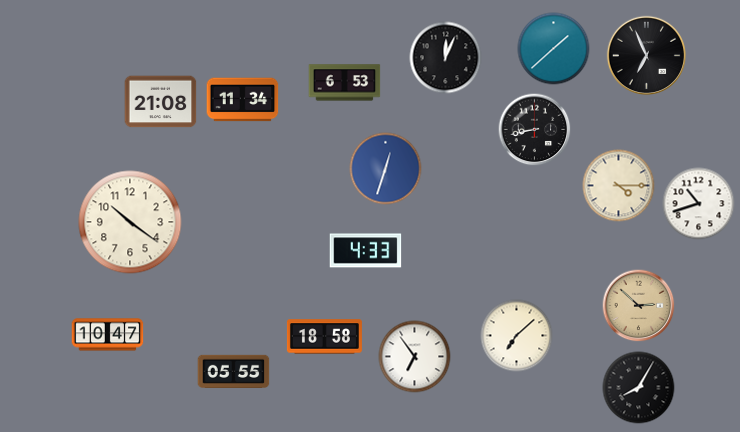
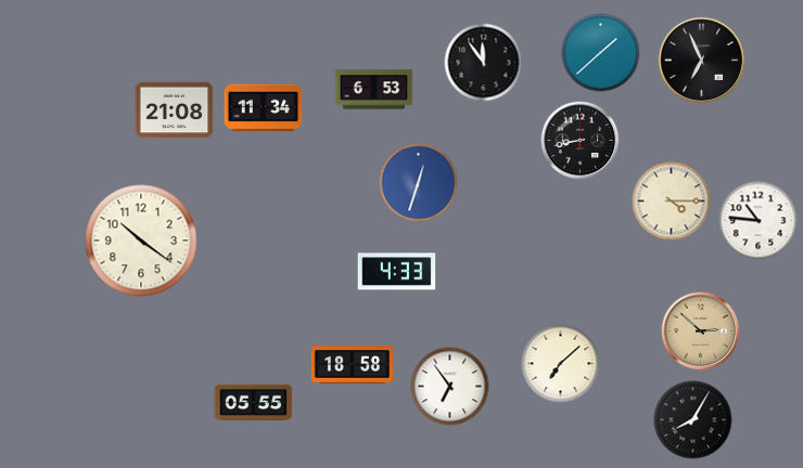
clock at (446, 58): 12:04 -> 11:54
clock at (699, 204): 10:42 -> 10:46
clock at (639, 306) position: (639, 306) -> (701, 331)
clock at (108, 335): 10:47 -> none
